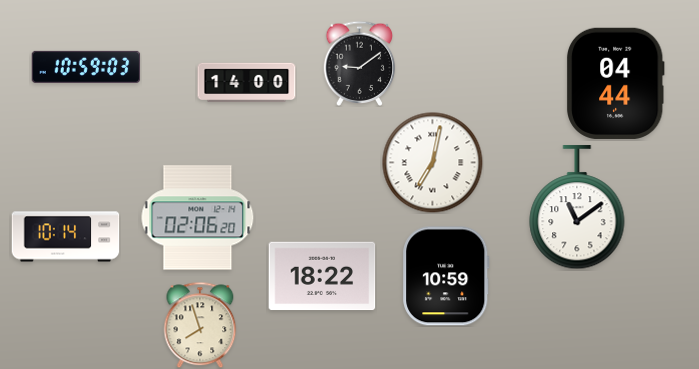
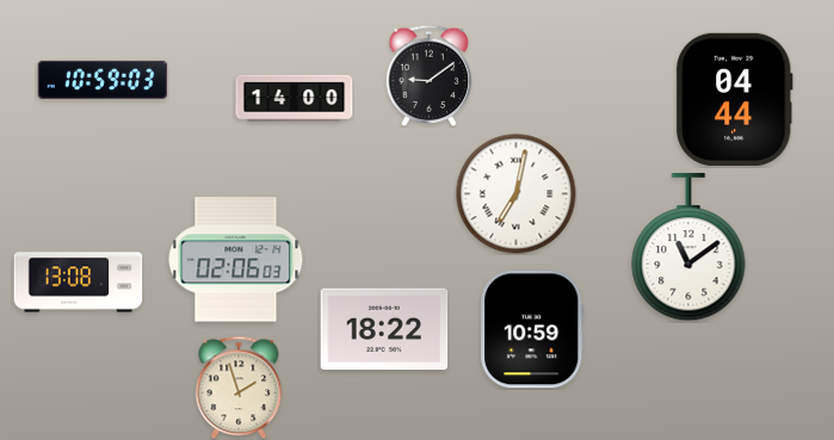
clock at (198, 218): 02:06:20 -> 02:06:03
clock at (66, 237): 10:14 -> 13:08
clock at (200, 325): 7:57 -> 1:57
